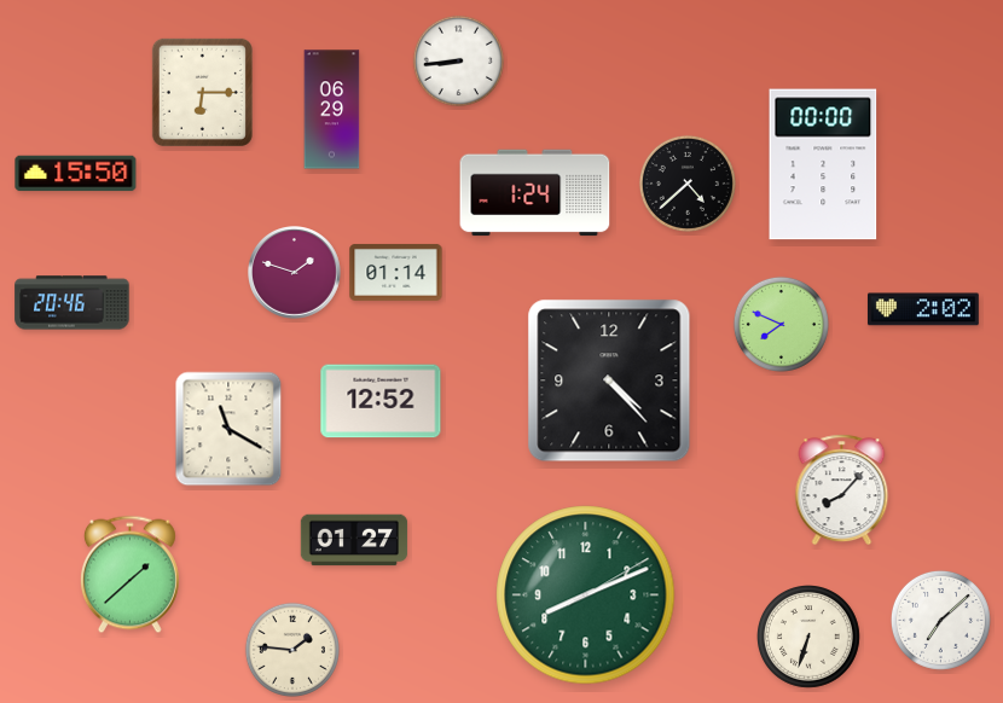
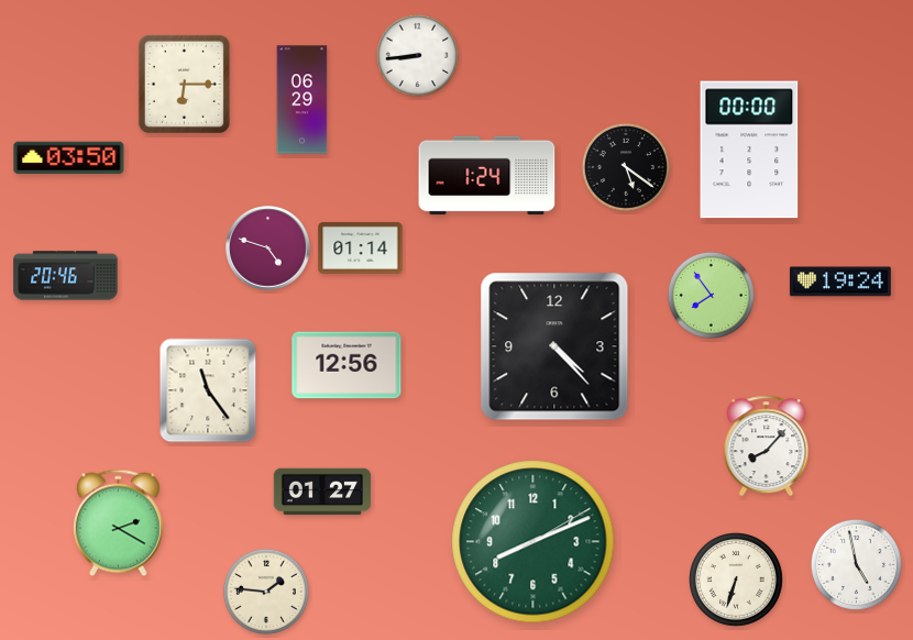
clock at (76, 174): 15:50 -> 03:50
clock at (688, 184): 4:38 -> 5:21
clock at (295, 273): 1:48 -> 4:48
clock at (923, 309): 2:02 -> 19:24
clock at (781, 324): 7:49 -> 7:54
clock at (381, 401): 12:52 -> 12:56
clock at (228, 429): 11:20 -> 11:24
clock at (129, 575): 1:38 -> 2:20
clock at (940, 620): 7:08 -> 4:58
